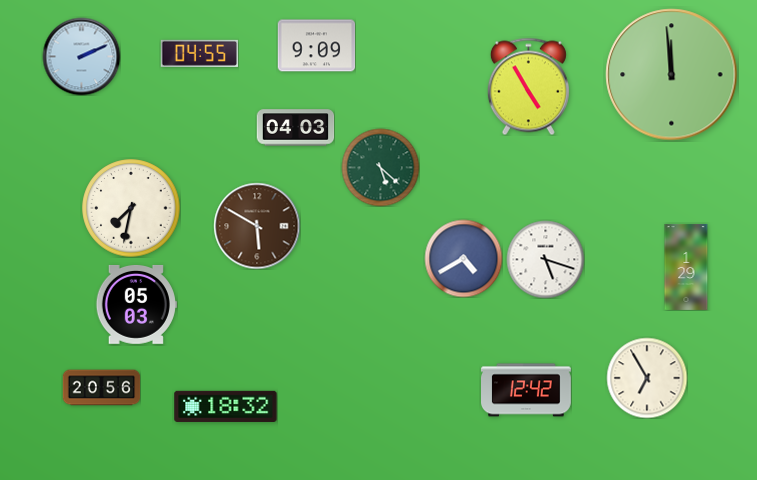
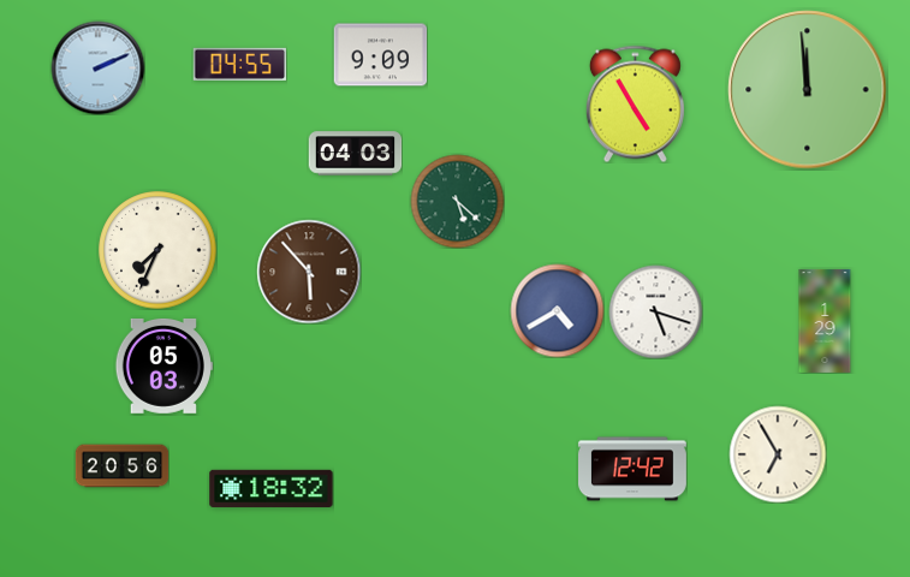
clock at (131, 208): 7:32 -> 7:34
clock at (257, 226): 5:50 -> 5:53
